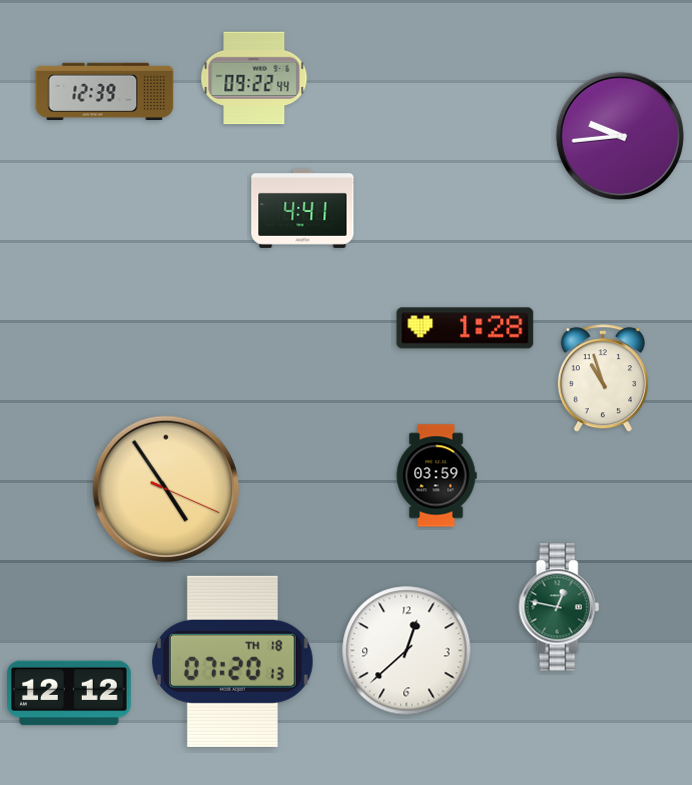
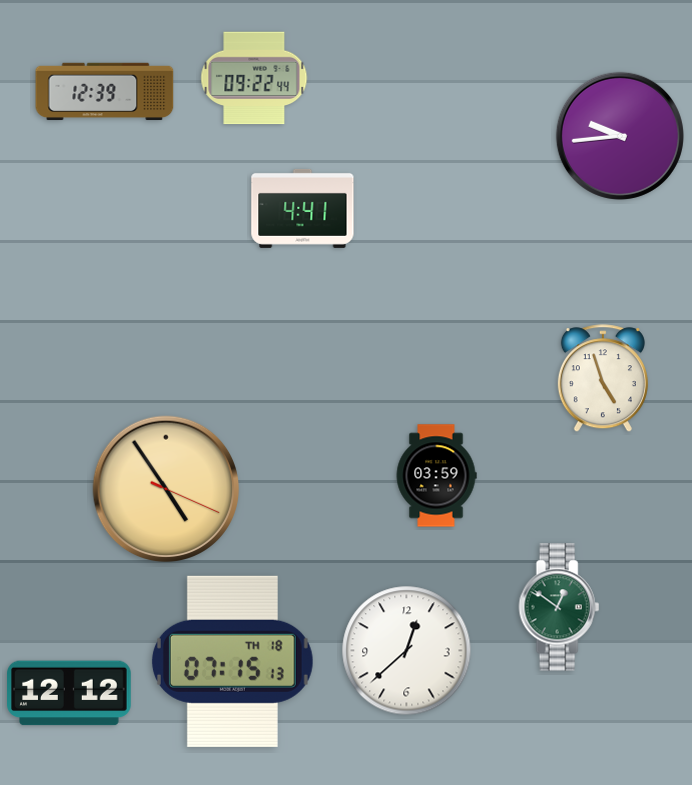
clock at (465, 328): 1:28 -> none
clock at (603, 379): 10:57 -> 4:57
clock at (559, 607): 12:47 -> 12:51
clock at (232, 661): 07:20 -> 07:15
